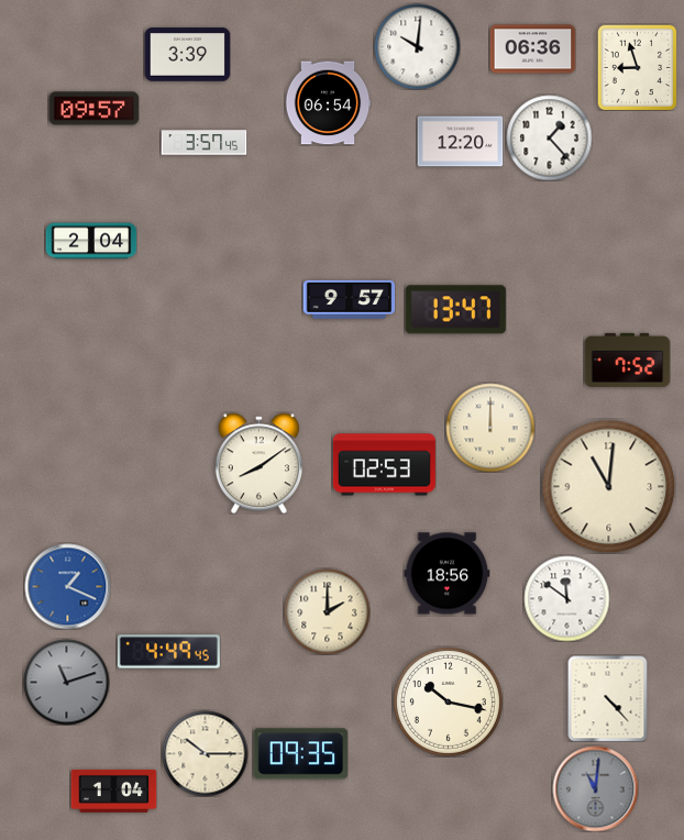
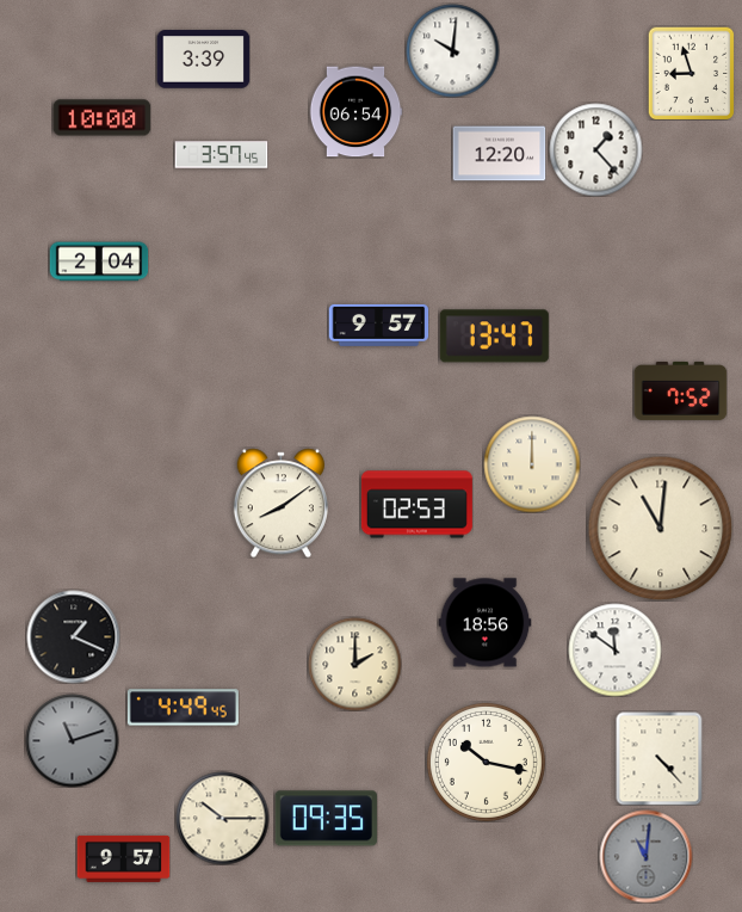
clock at (532, 49): 06:36 -> none
clock at (93, 109): 09:57 -> 10:00
clock at (67, 586) dial: blue -> black
clock at (113, 791): 1:04 -> 9:57
